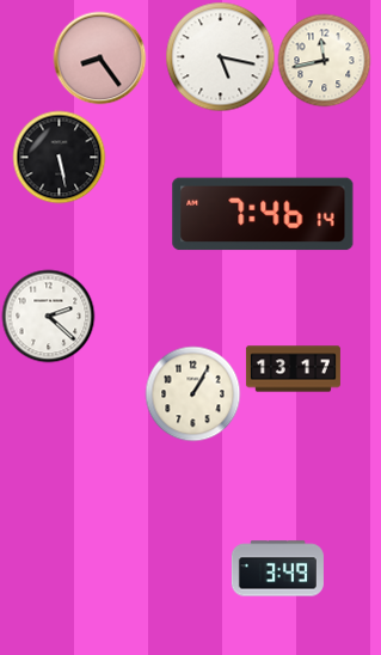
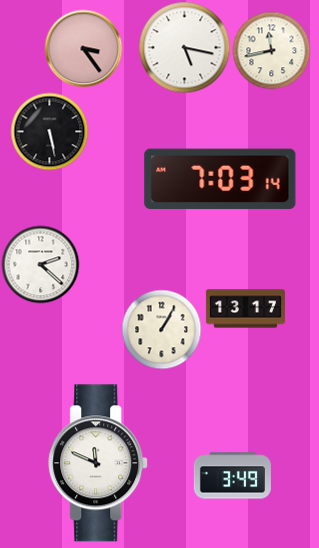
clock at (99, 57): 8:24 -> 3:24
clock at (263, 214): 7:46 -> 7:03
clock at (99, 463): none -> 11:49
